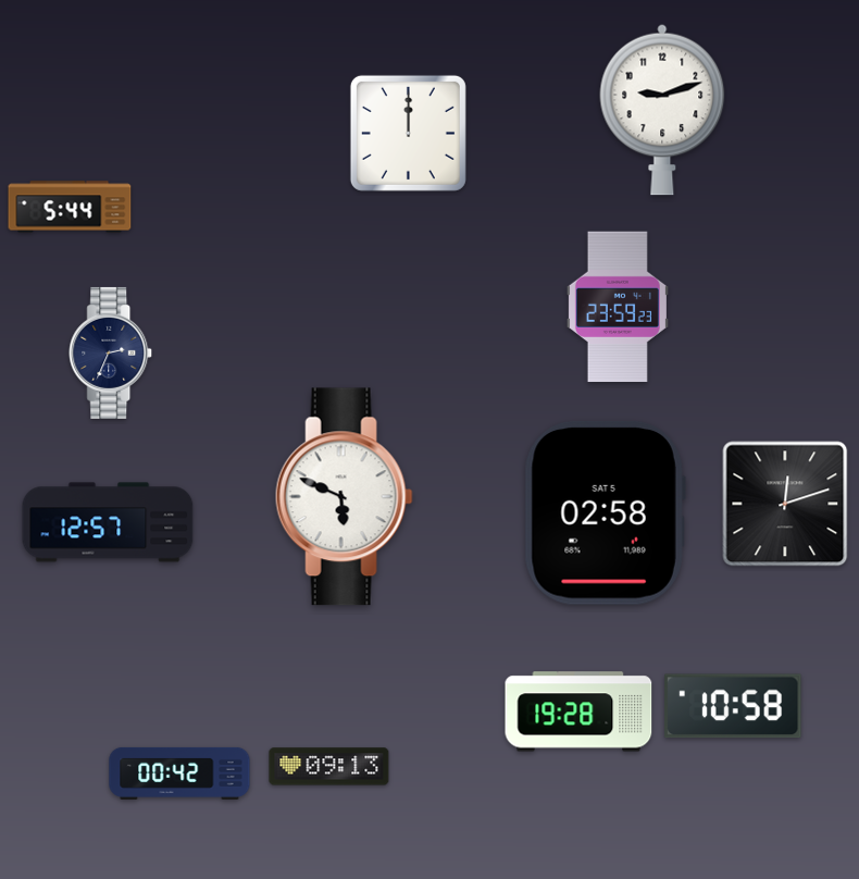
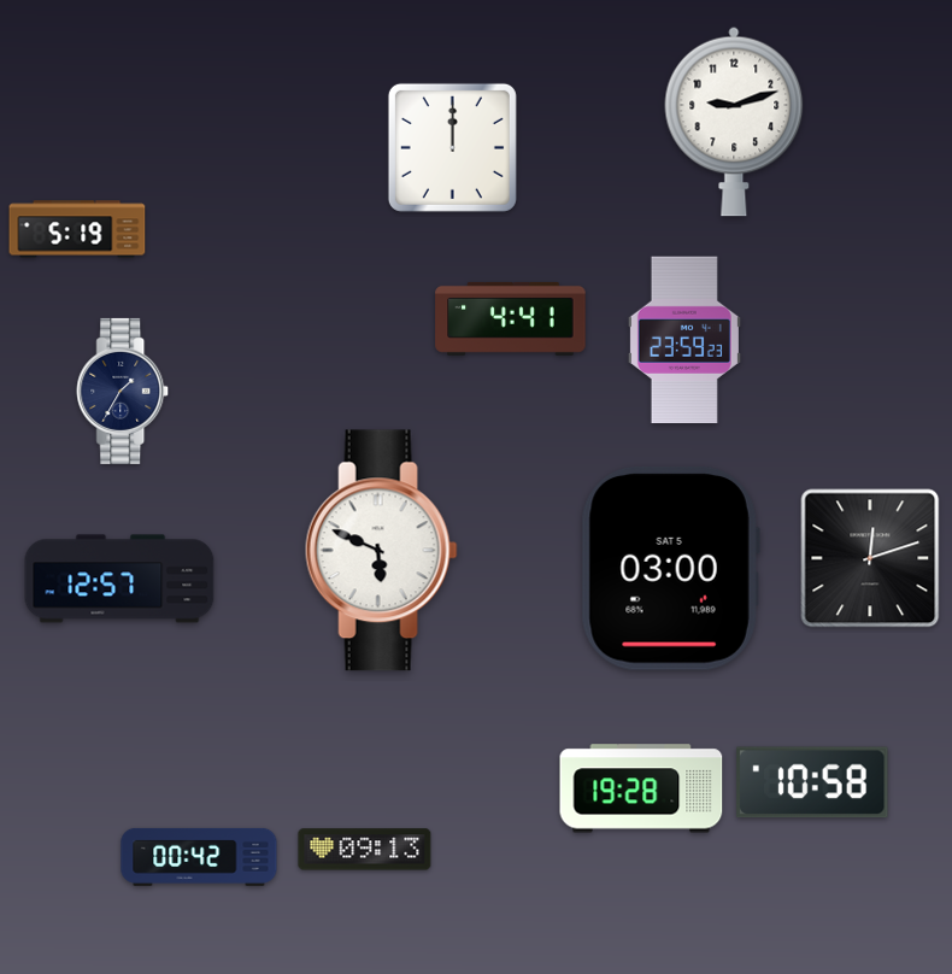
clock at (70, 207): 5:44 -> 5:19
clock at (511, 318): none -> 4:41
clock at (111, 352): 2:34 -> 1:35
clock at (605, 513): 02:58 -> 03:00
